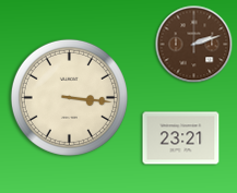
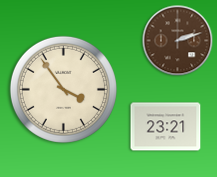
clock at (69, 97): 3:16 -> 3:54
